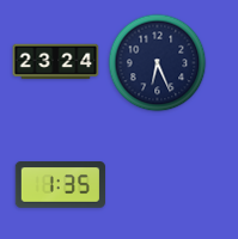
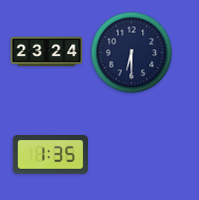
clock at (158, 63): 6:26 -> 6:30
